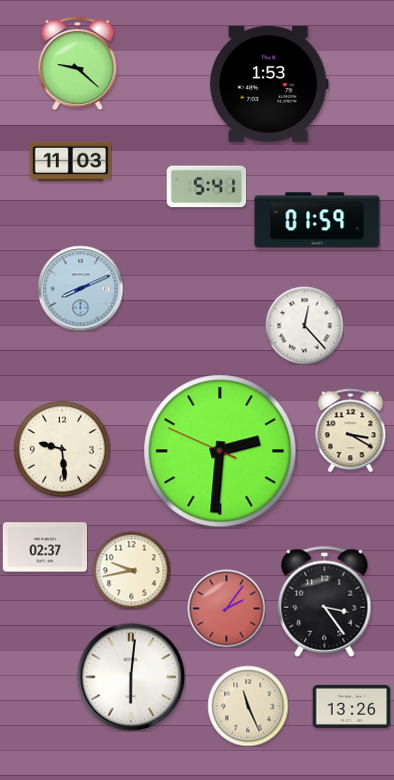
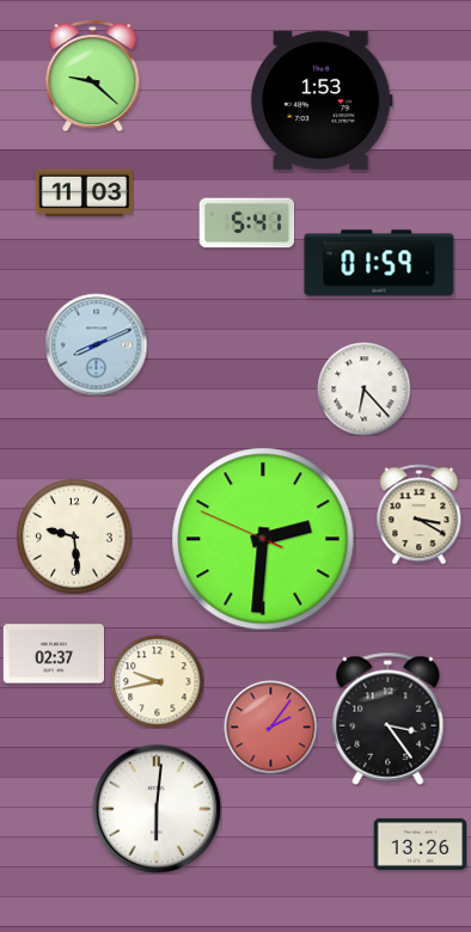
clock at (304, 325): 12:23 -> 6:23
clock at (248, 706): 11:26 -> none
